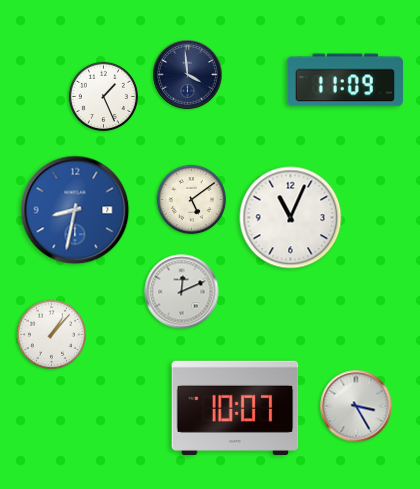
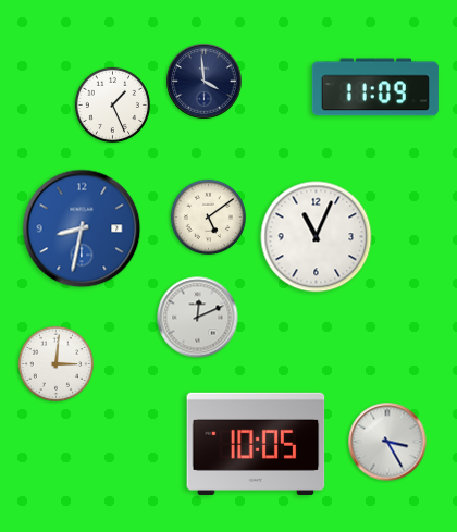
clock at (51, 334): 1:07 -> 3:01
clock at (235, 408): 10:07 -> 10:05
